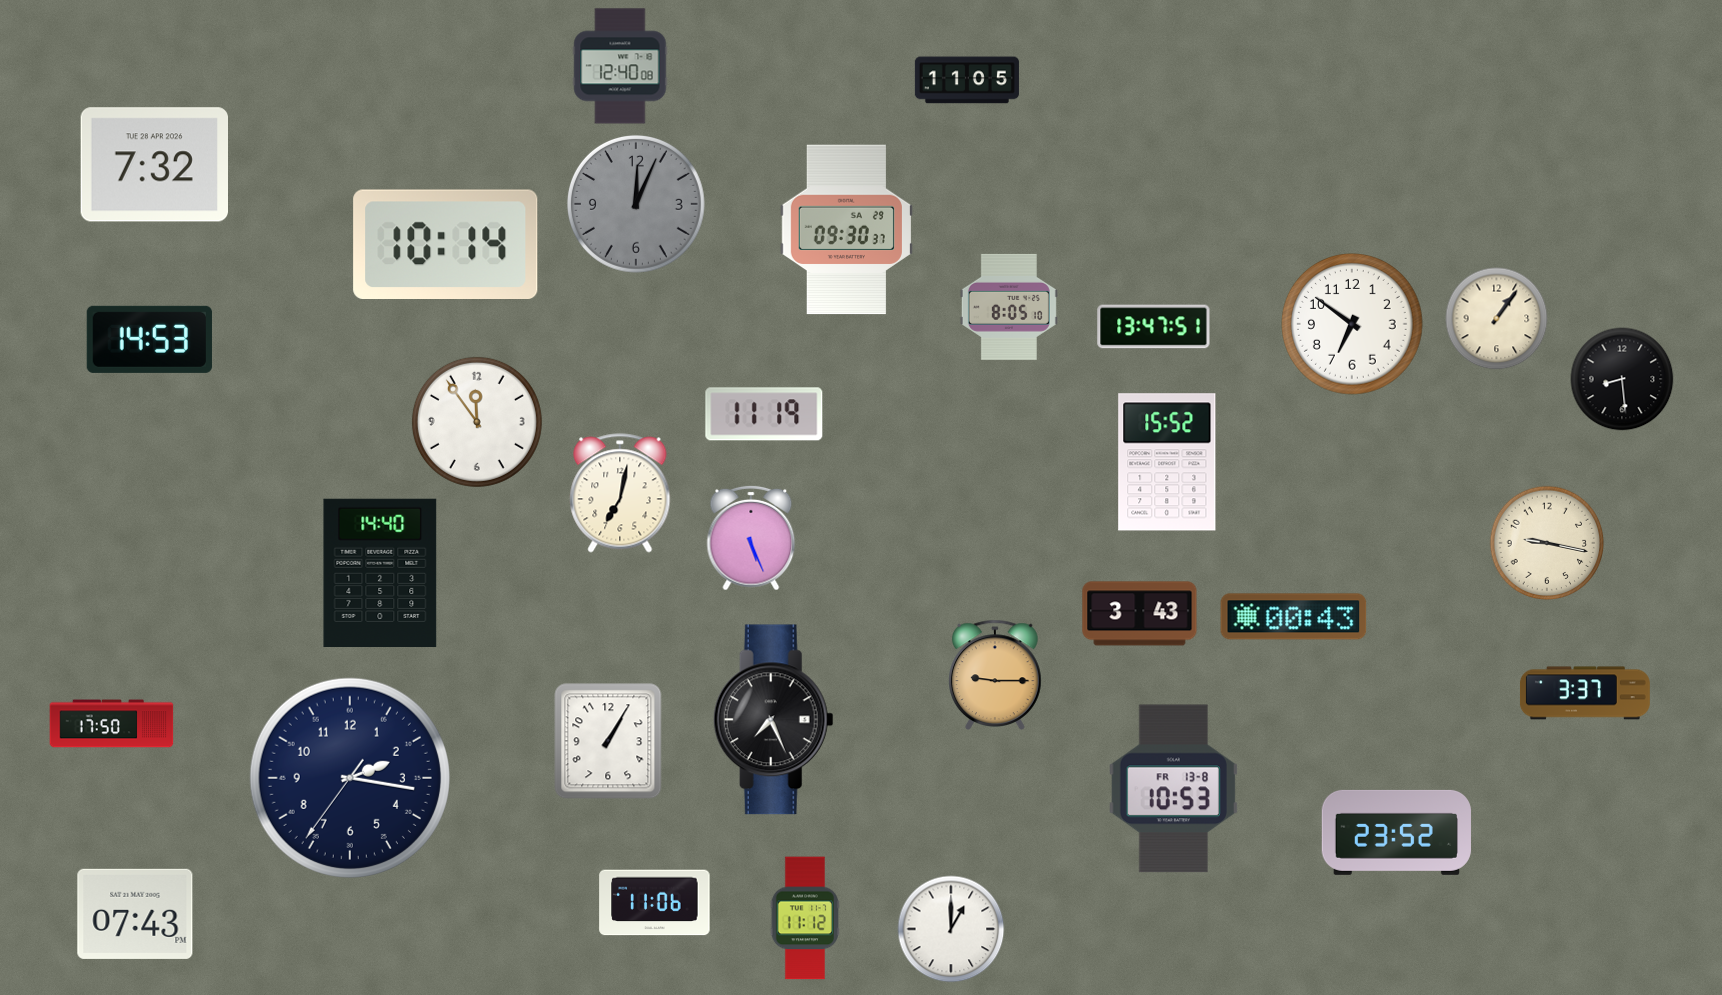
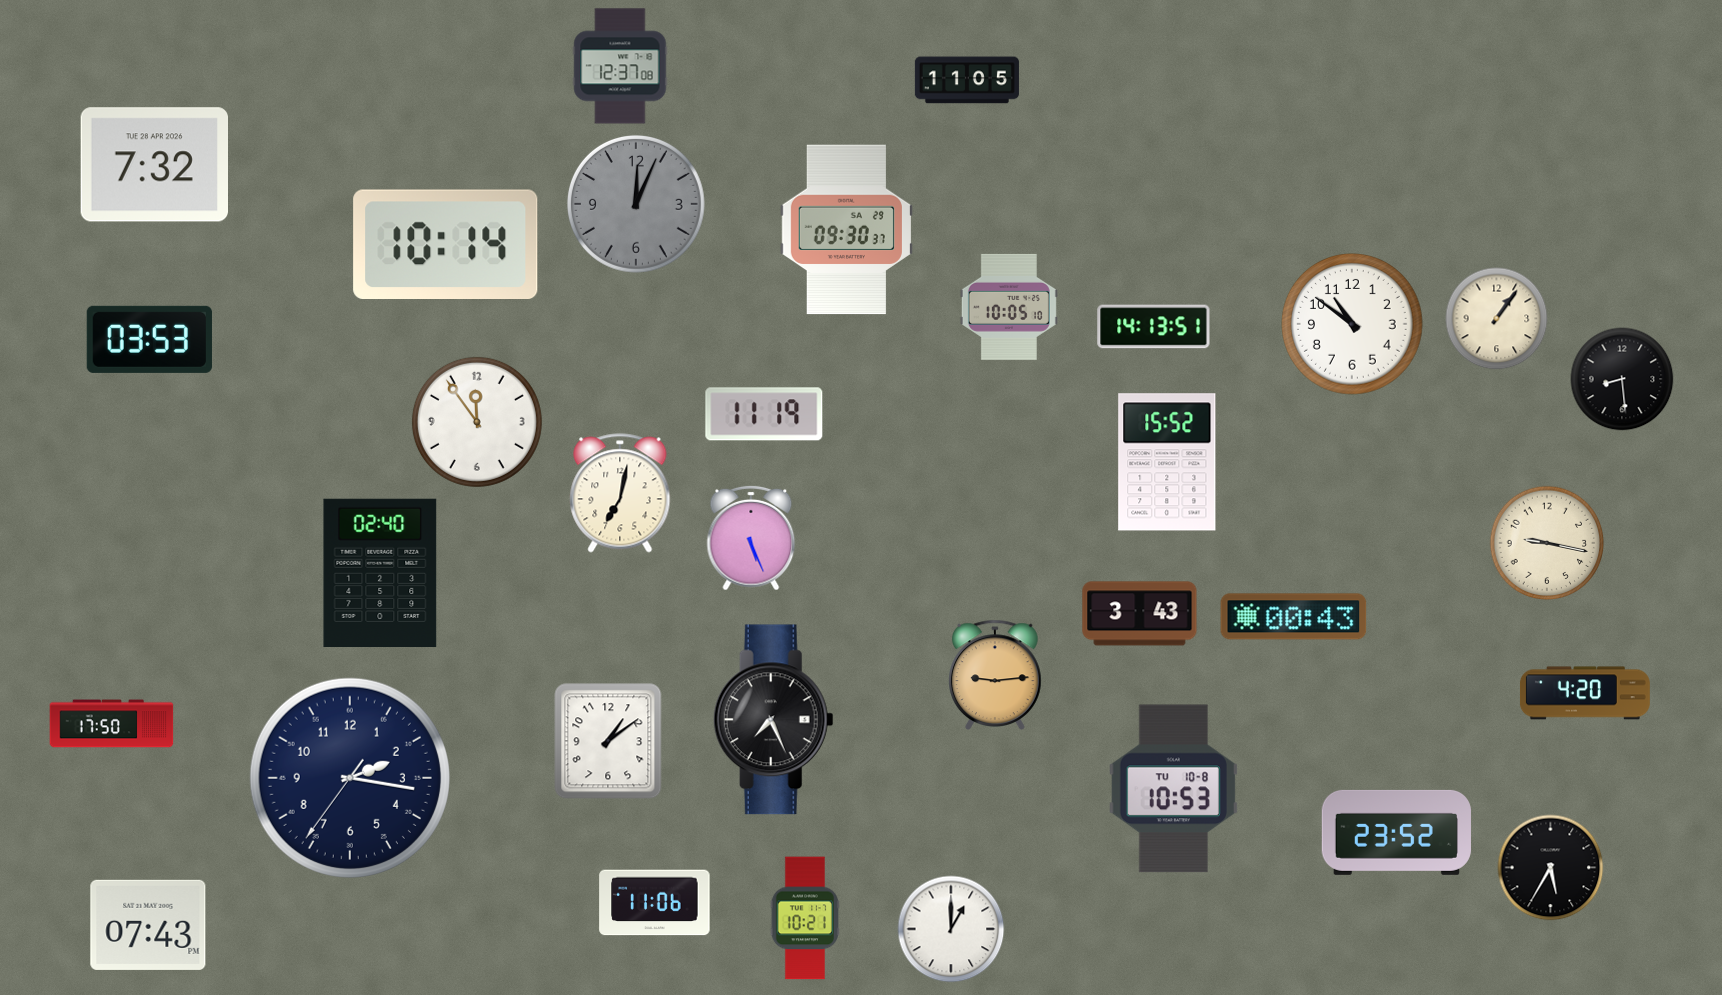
clock at (620, 66): 12:40 -> 12:37
clock at (1009, 307): 8:05 -> 10:05
clock at (1353, 325): 6:51 -> 10:51
clock at (1154, 327): 13:47 -> 14:13
clock at (149, 339): 14:53 -> 03:53
clock at (380, 572): 14:40 -> 02:40
clock at (996, 675): 9:15 -> 9:14
clock at (1585, 693): 3:37 -> 4:20
clock at (608, 741): 1:05 -> 1:09
clock at (1173, 789) date: FR 13-8 -> TU 10-8
clock at (1551, 868): none -> 5:35
clock at (135, 914) position: (135, 914) -> (148, 925)
clock at (805, 918): 11:12 -> 10:21
